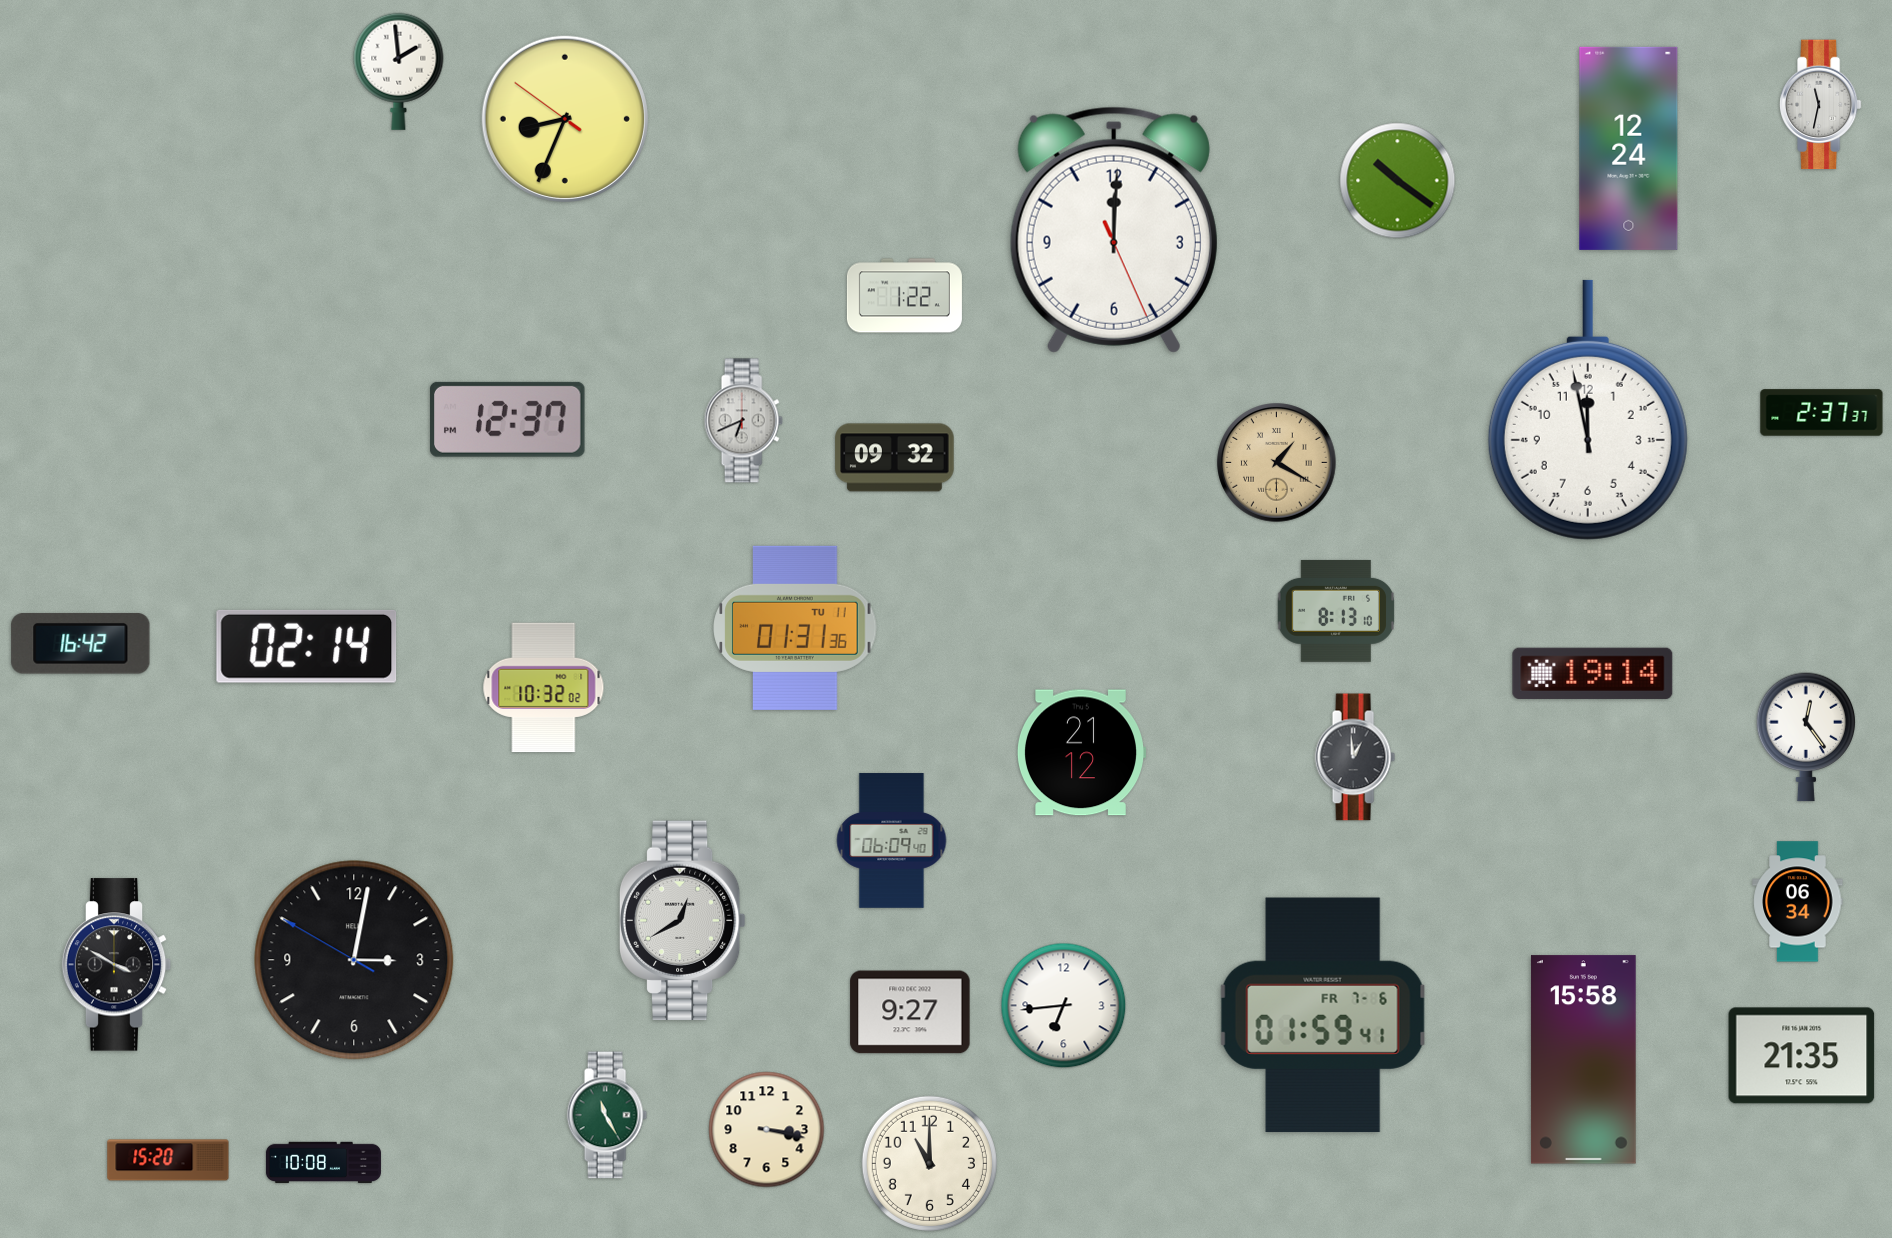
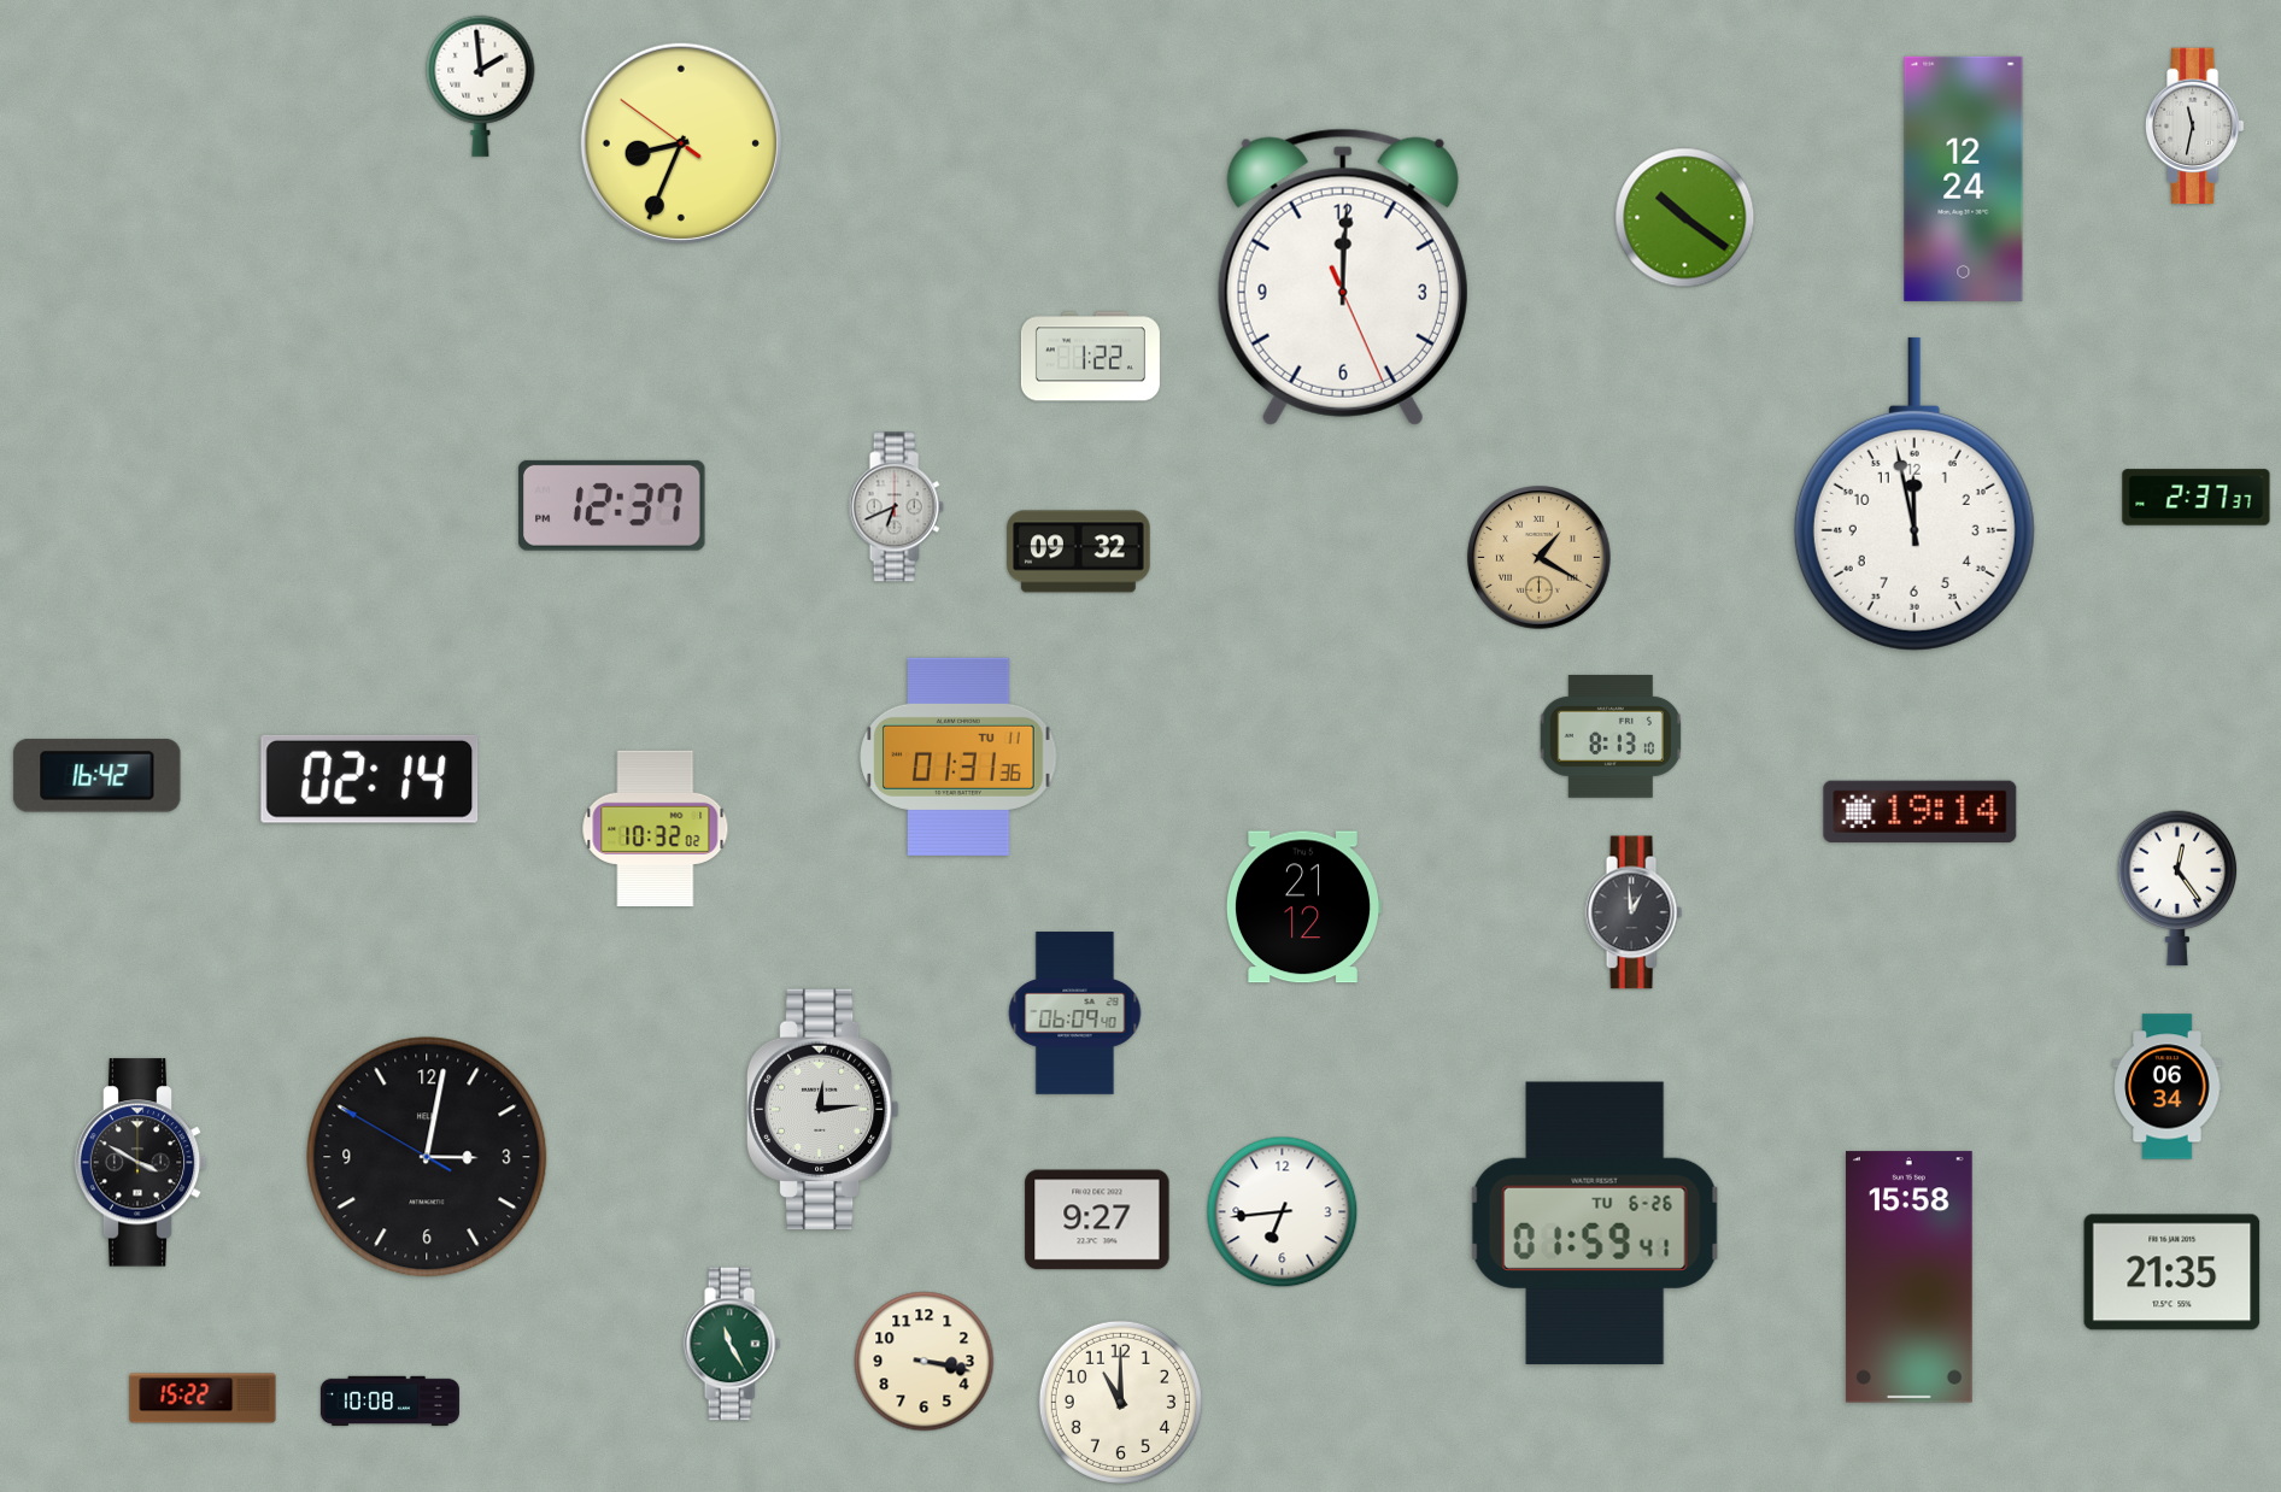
clock at (682, 921): 12:40 -> 12:14
clock at (1323, 1015) date: FR 7-6 -> TU 6-26
clock at (168, 1160): 15:20 -> 15:22
